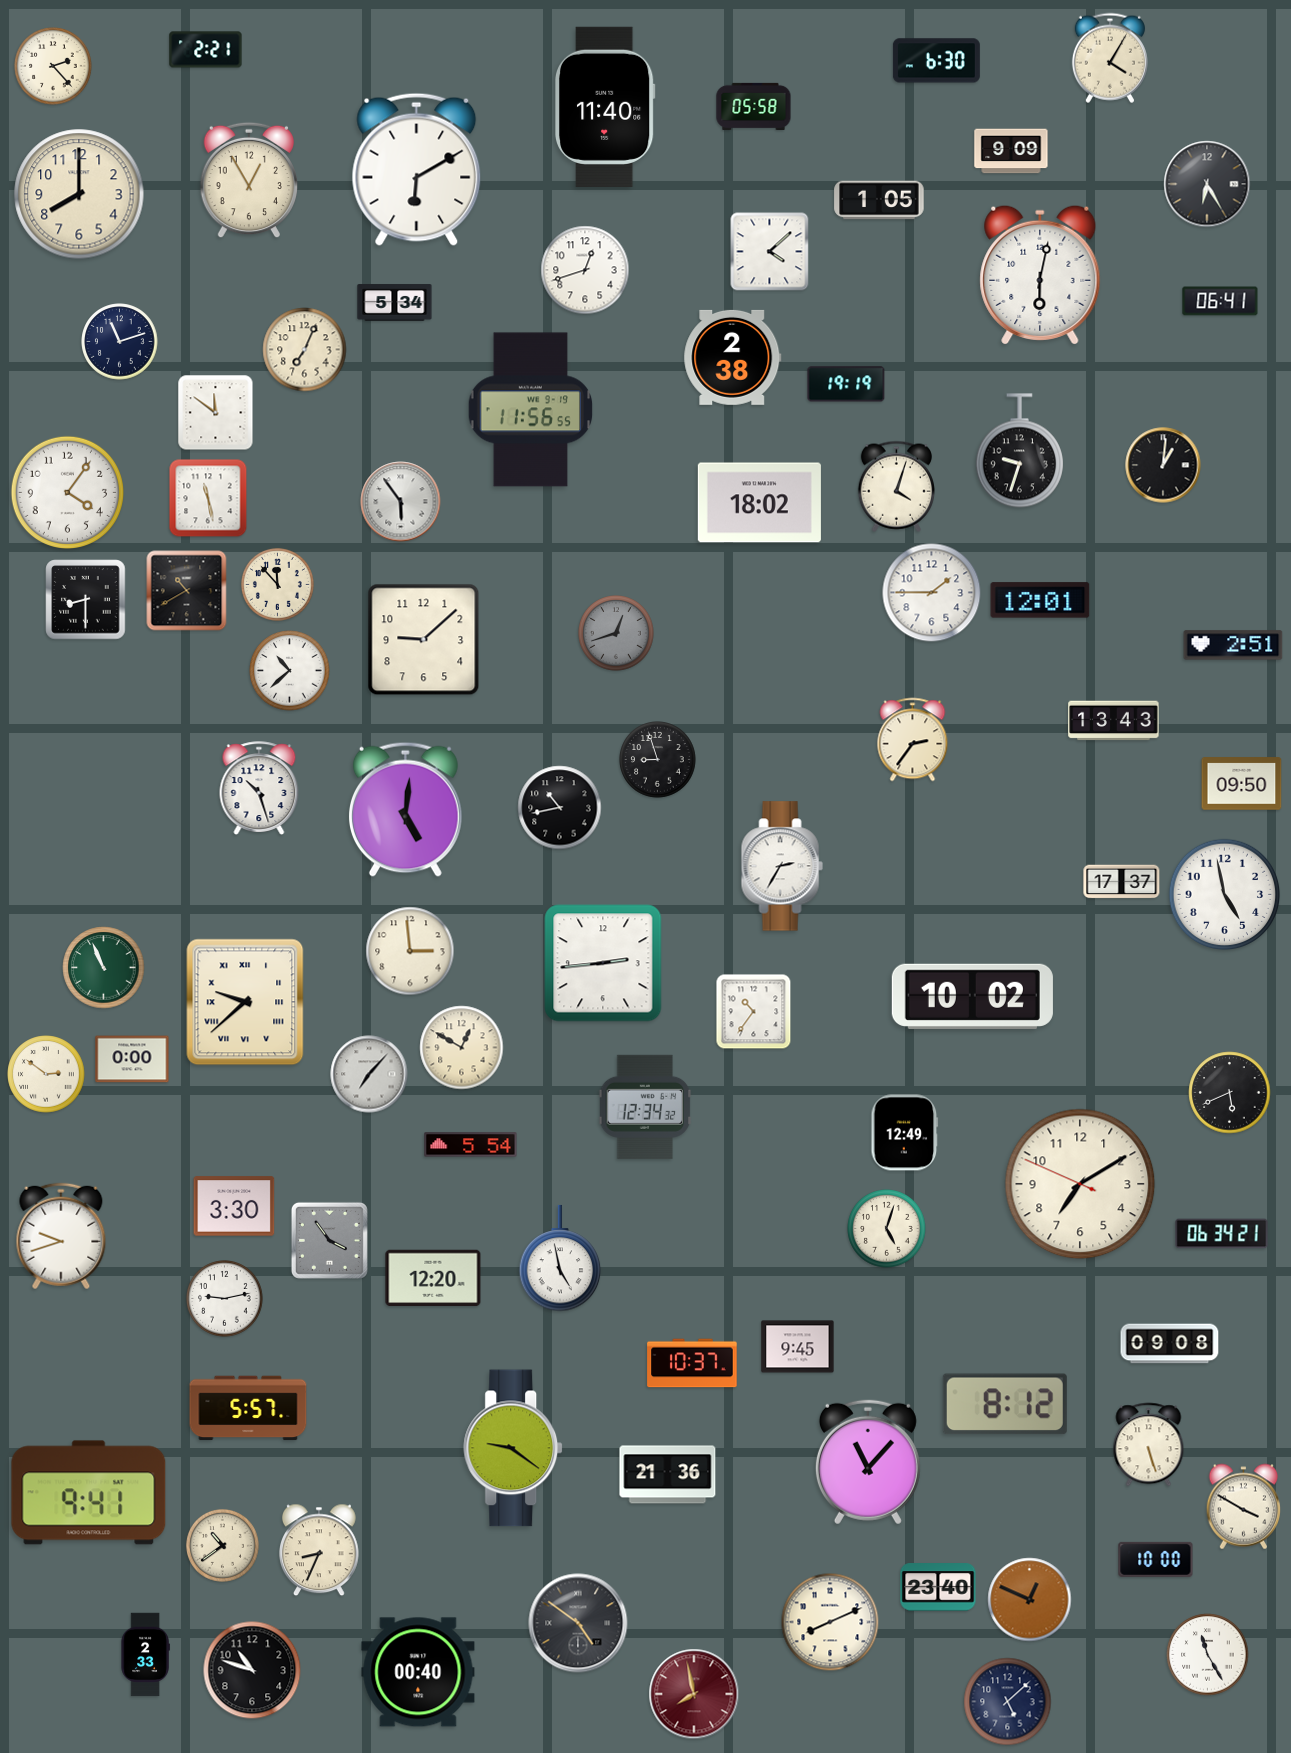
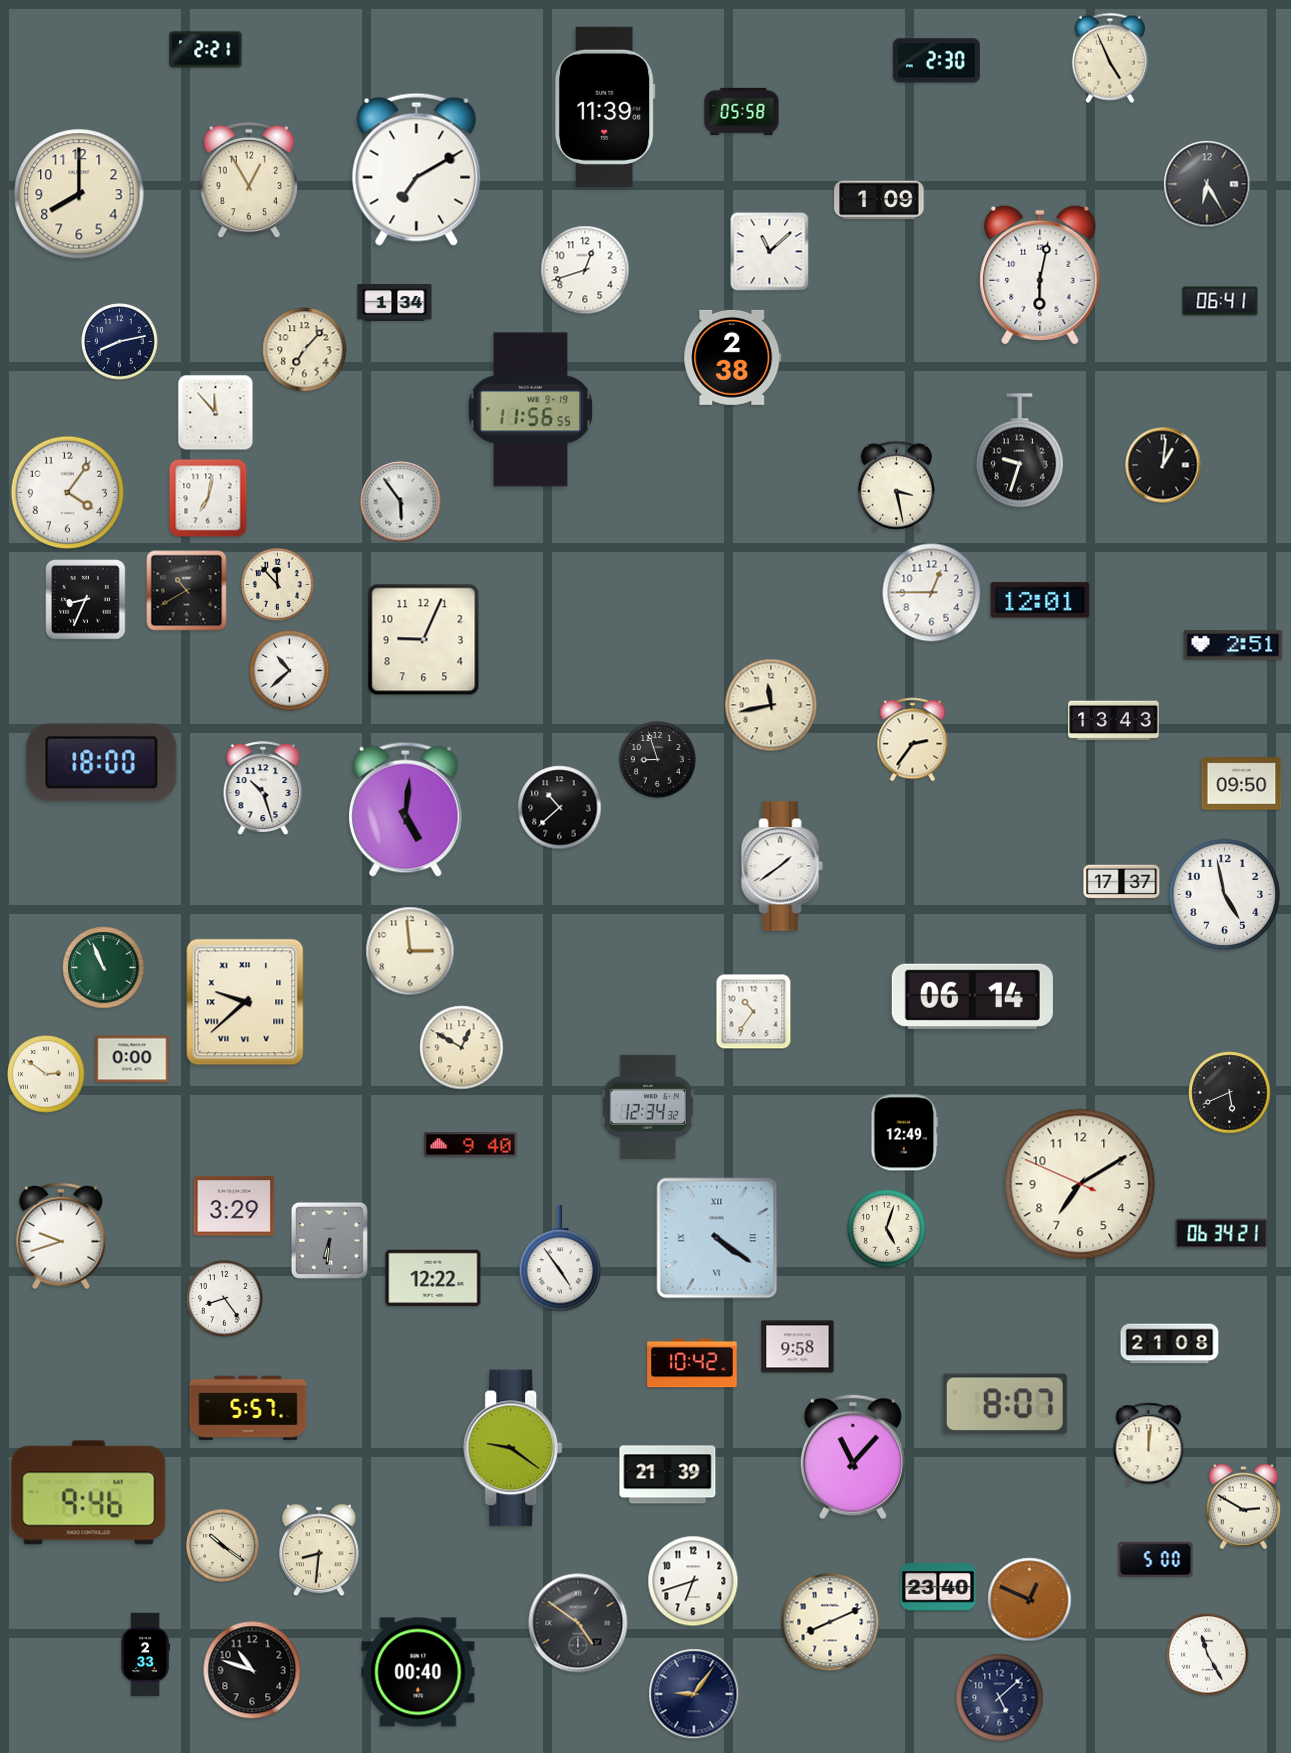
clock at (1110, 58): 4:05 -> 4:56
clock at (936, 61): 6:30 -> 2:30
clock at (53, 66): 2:23 -> none
clock at (754, 106) position: (754, 106) -> (742, 111)
clock at (605, 107): 11:40 -> 11:39
clock at (1011, 151): 9:09 -> none
clock at (417, 169): 6:10 -> 7:10
clock at (879, 200): 1:05 -> 1:09
clock at (770, 252): 4:08 -> 11:08
clock at (395, 303): 5:34 -> 1:34
clock at (120, 342): 11:12 -> 8:13
clock at (305, 350): 7:04 -> 7:07
clock at (846, 384): 19:19 -> none
clock at (216, 413): 11:51 -> 11:53
clock at (896, 486): 4:03 -> 3:28
clock at (208, 498): 11:28 -> 7:02
clock at (759, 503): 18:02 -> none
clock at (932, 593): 1:45 -> 12:45
clock at (86, 600): 8:30 -> 8:34
clock at (617, 634): 12:42 -> none
clock at (424, 640): 9:08 -> 9:04
clock at (771, 705): none -> 11:43
clock at (102, 763): none -> 18:00
clock at (259, 788) position: (259, 788) -> (263, 788)
clock at (560, 808): 10:43 -> 10:38
clock at (782, 866): 2:35 -> 1:39
clock at (603, 963): 2:44 -> none
clock at (972, 996): 10:02 -> 06:14
clock at (369, 1074): 7:07 -> none
clock at (645, 1107) position: (645, 1107) -> (648, 1107)
clock at (471, 1145): 5:54 -> 9:40
clock at (234, 1206): 3:30 -> 3:29
clock at (717, 1238): none -> 4:21
clock at (329, 1240): 3:54 -> 6:31
clock at (560, 1258): 4:58 -> 4:54
clock at (433, 1278): 12:20 -> 12:22
clock at (225, 1299): 9:13 -> 8:24
clock at (1170, 1344): 09:08 -> 21:08
clock at (798, 1347): 9:45 -> 9:58
clock at (692, 1363): 10:37 -> 10:42
clock at (1005, 1404): 8:12 -> 8:07
clock at (1149, 1445): 5:27 -> 12:01
clock at (868, 1462) position: (868, 1462) -> (853, 1457)
clock at (668, 1475): 21:36 -> 21:39
clock at (89, 1493): 9:41 -> 9:46
clock at (1244, 1507): 3:50 -> 2:50
clock at (222, 1545): 10:39 -> 10:21
clock at (319, 1550): 8:34 -> 8:31
clock at (1156, 1559): 10:00 -> 5:00
clock at (693, 1581): none -> 6:42
clock at (694, 1694): 7:58 -> 9:06
clock at (694, 1694) dial: burgundy -> navy
clock at (1008, 1702) position: (1008, 1702) -> (1000, 1698)
